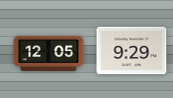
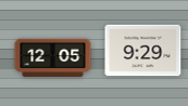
clock at (132, 51) position: (132, 51) -> (143, 51)
